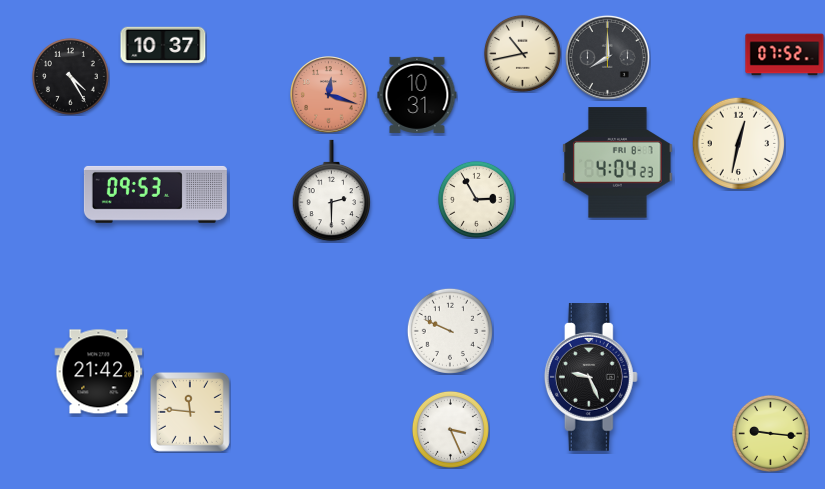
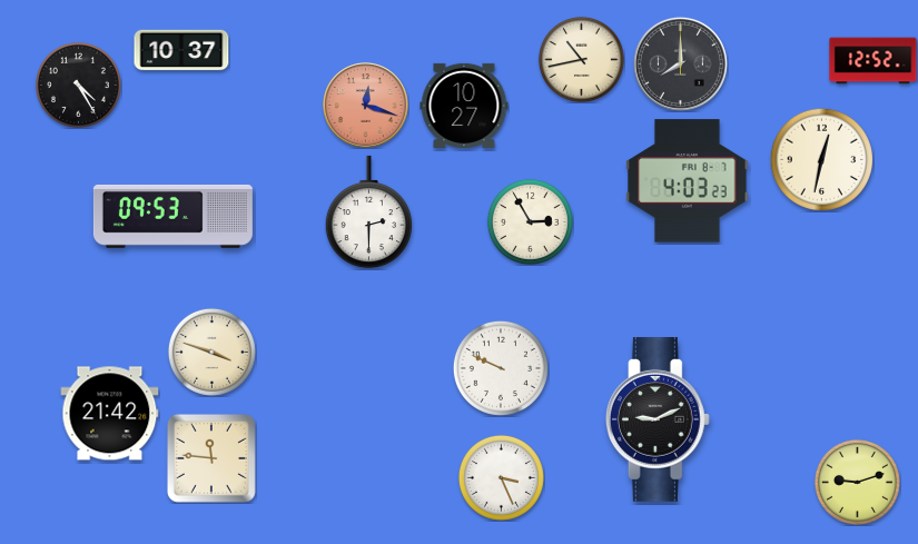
clock at (785, 55): 07:52 -> 12:52
clock at (607, 57) position: (607, 57) -> (680, 63)
clock at (417, 95): 10:31 -> 10:27
clock at (618, 163): 4:04 -> 4:03
clock at (211, 352): none -> 3:48
clock at (591, 378): 9:26 -> 9:11
clock at (770, 433): 9:16 -> 9:12
